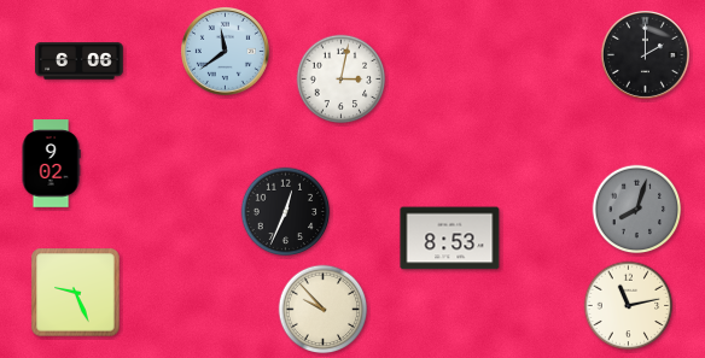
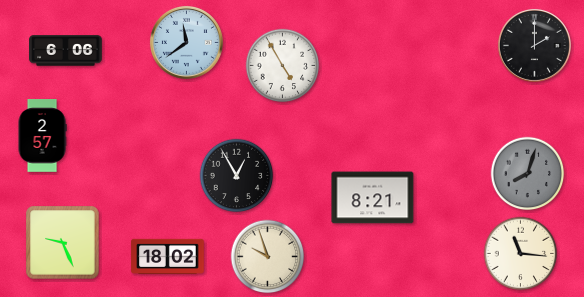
clock at (342, 80): 3:02 -> 4:55
clock at (51, 164): 9:02 -> 2:57
clock at (286, 212): 12:34 -> 12:55
clock at (450, 239): 8:53 -> 8:21
clock at (629, 306): 11:13 -> 11:16
clock at (168, 256): none -> 18:02
clock at (324, 310): 9:53 -> 9:57
